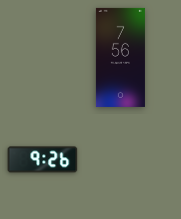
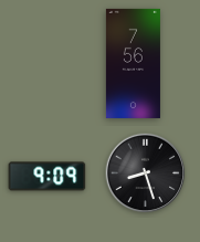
clock at (146, 173): none -> 8:27
clock at (43, 160): 9:26 -> 9:09
